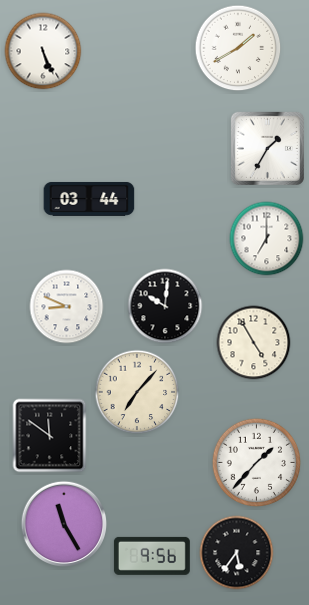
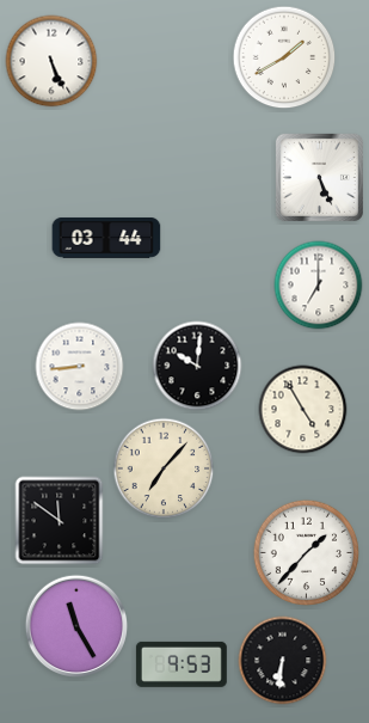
clock at (267, 148): 1:35 -> 5:26
clock at (67, 307): 8:49 -> 8:44
clock at (237, 553): 5:36 -> 6:31
clock at (152, 556): 9:56 -> 9:53
